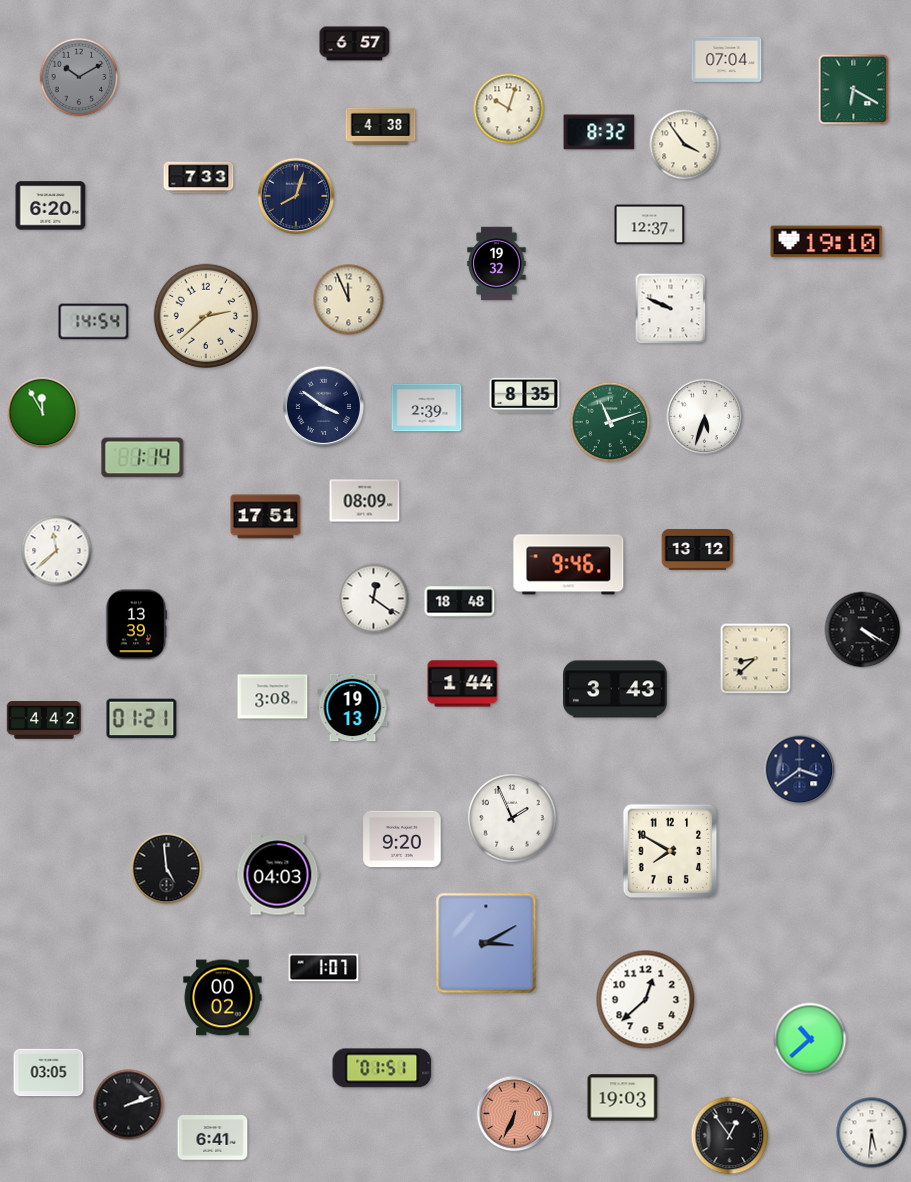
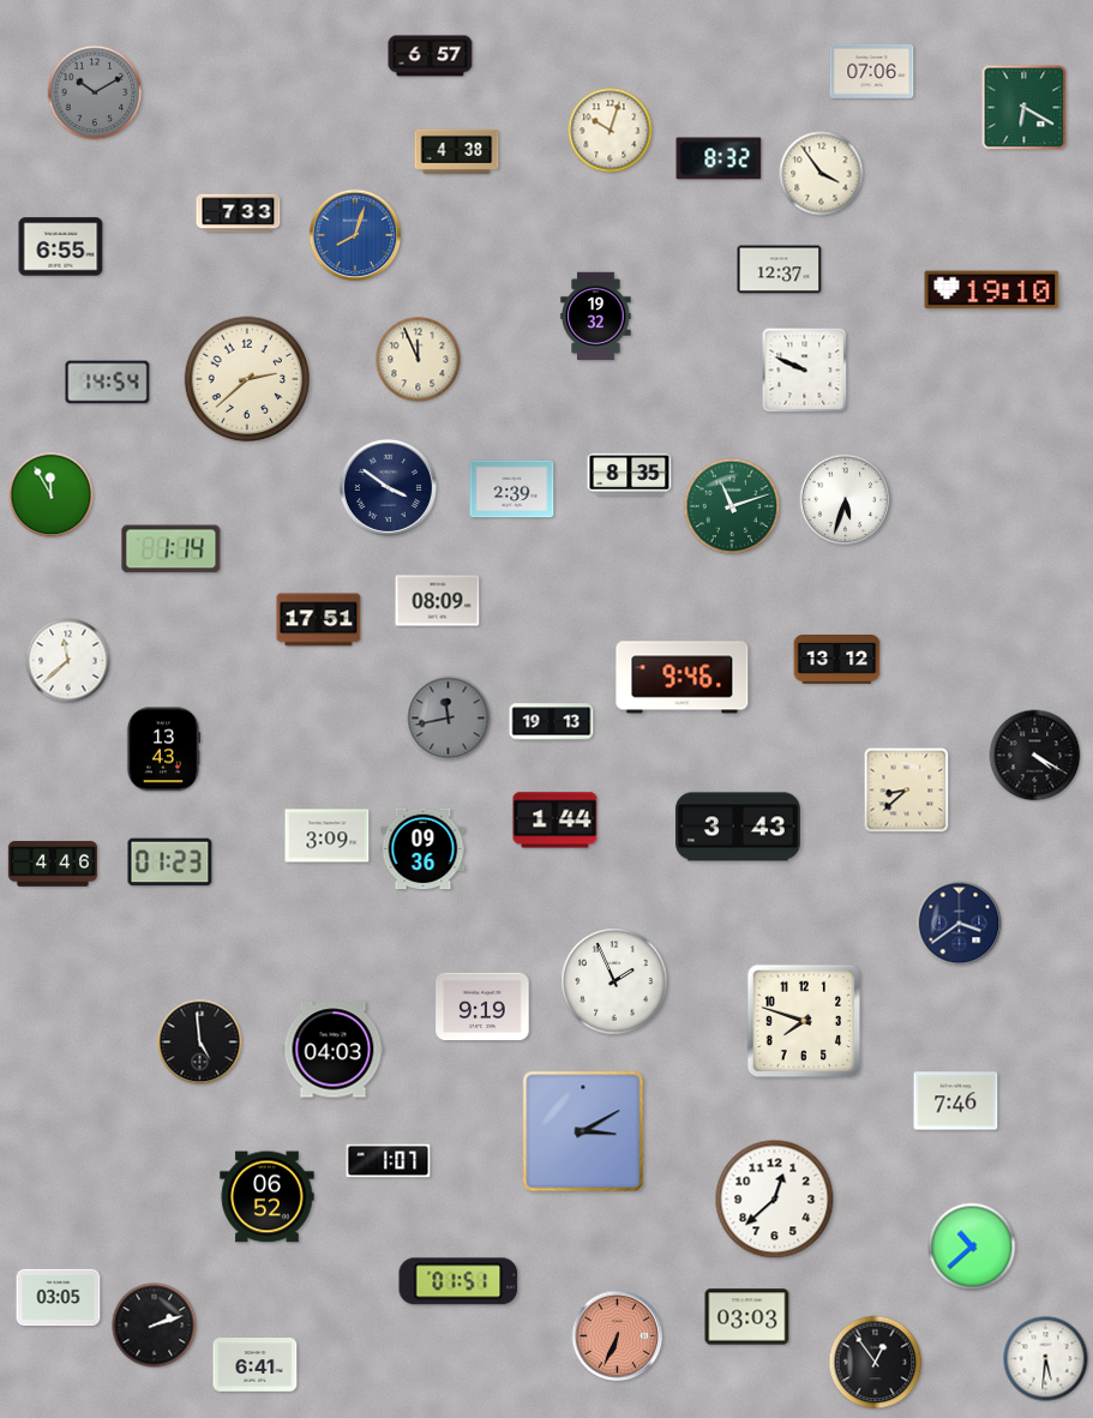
clock at (355, 44) position: (355, 44) -> (431, 56)
clock at (727, 59): 07:04 -> 07:06
clock at (296, 196) dial: navy -> blue
clock at (51, 206): 6:20 -> 6:55
clock at (94, 322) position: (94, 322) -> (108, 383)
clock at (374, 599): 12:21 -> 11:43
clock at (374, 599) dial: white -> grey
clock at (460, 602): 18:48 -> 19:13
clock at (136, 625): 13:39 -> 13:43
clock at (273, 697): 3:08 -> 3:09
clock at (353, 708): 19:13 -> 09:36
clock at (142, 719): 01:21 -> 01:23
clock at (43, 720): 4:42 -> 4:46
clock at (402, 839): 9:20 -> 9:19
clock at (670, 851): 7:50 -> 7:48
clock at (956, 1101): none -> 7:46
clock at (223, 998): 00:02 -> 06:52
clock at (49, 1073) position: (49, 1073) -> (59, 1298)
clock at (623, 1098): 19:03 -> 03:03
